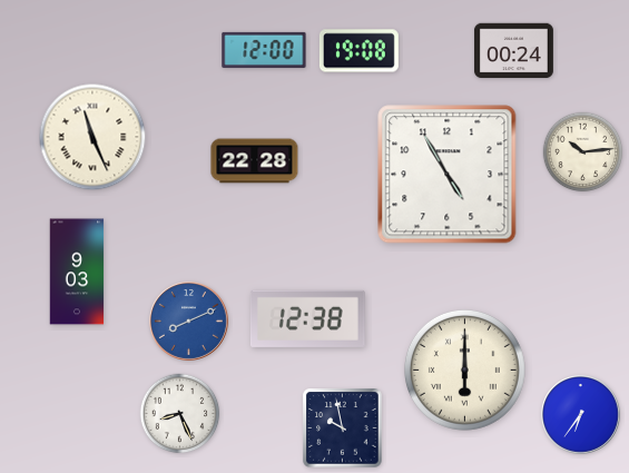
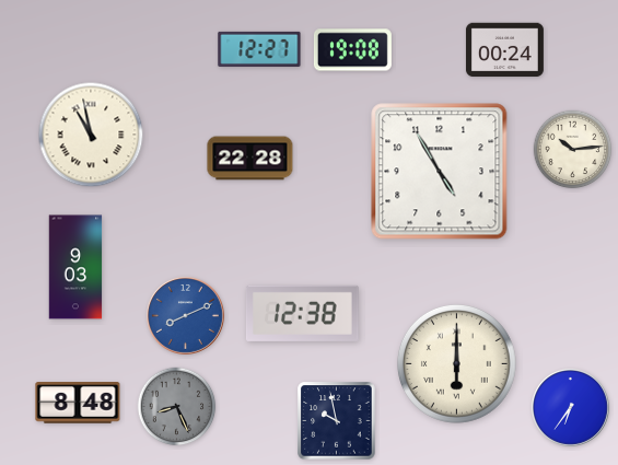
clock at (264, 50): 12:00 -> 12:27
clock at (92, 137): 11:26 -> 10:58
clock at (78, 404): none -> 8:48
clock at (180, 414) dial: white -> grey
